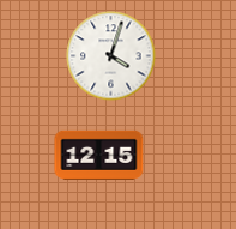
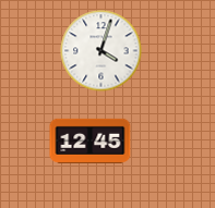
clock at (99, 155): 12:15 -> 12:45
